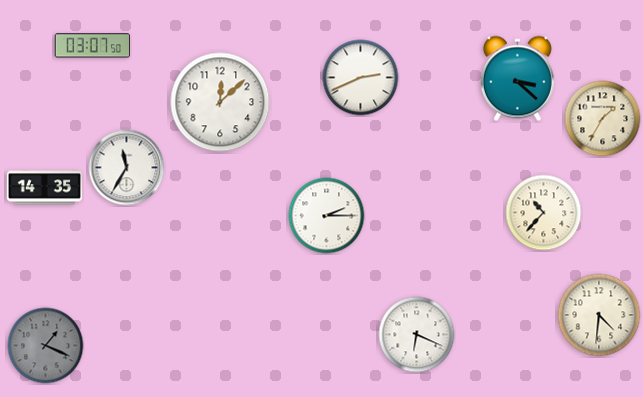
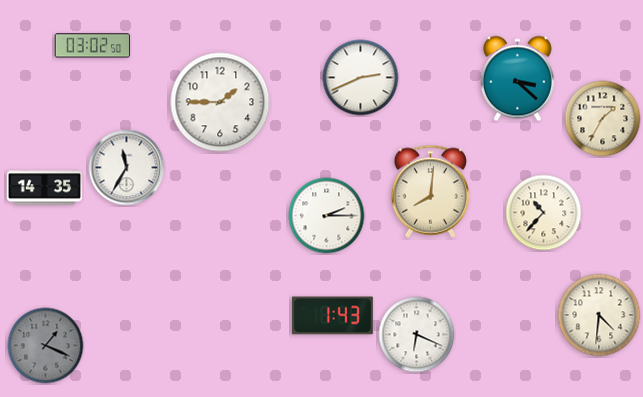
clock at (92, 46): 03:07 -> 03:02
clock at (220, 102): 12:08 -> 1:45
clock at (431, 191): none -> 8:01
clock at (332, 316): none -> 1:43
